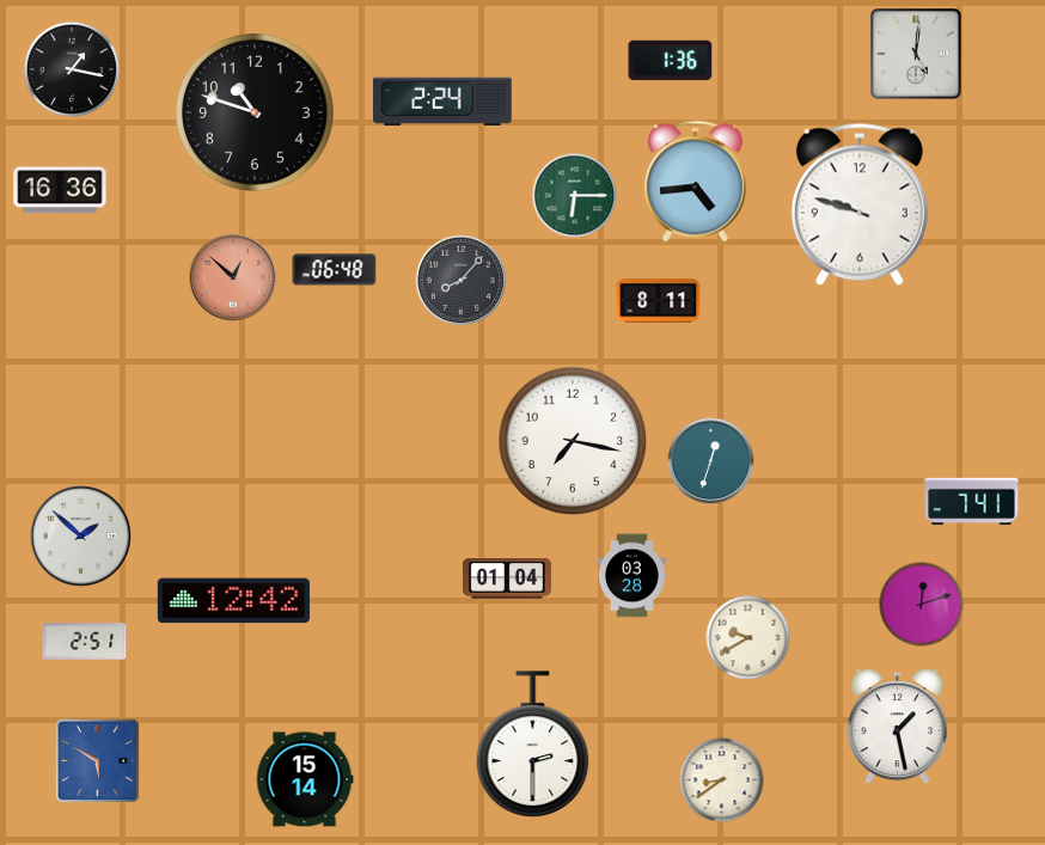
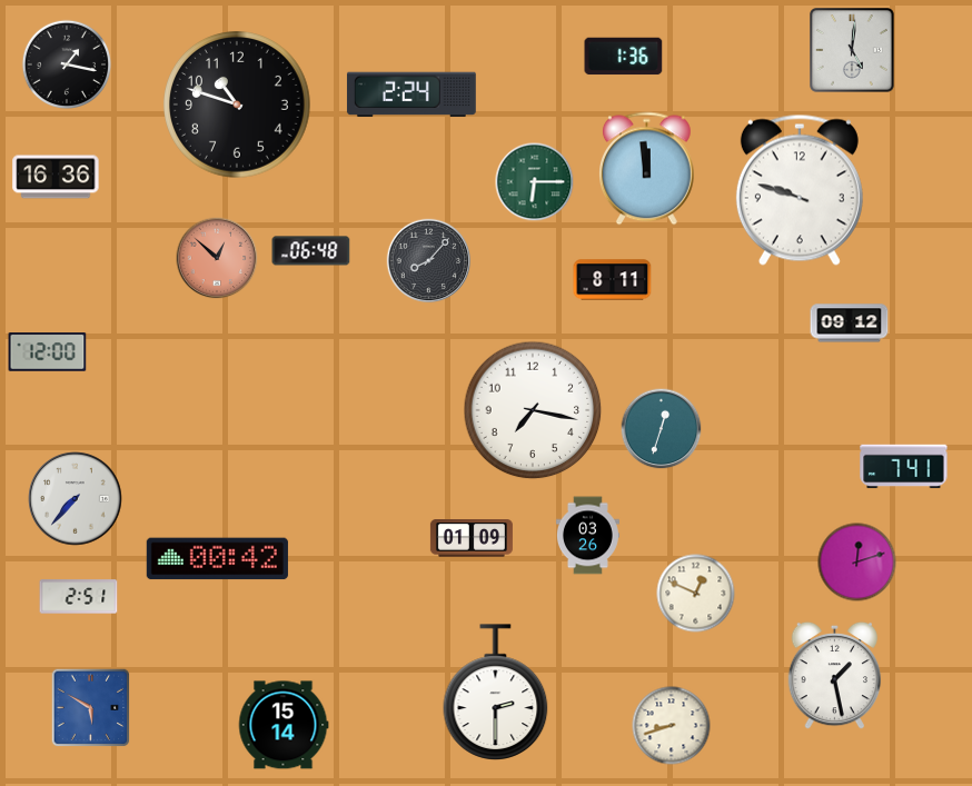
clock at (696, 182): 4:44 -> 11:59
clock at (850, 324): none -> 09:12
clock at (48, 352): none -> 12:00
clock at (81, 537): 1:52 -> 7:37
clock at (631, 576): 03:28 -> 03:26
clock at (507, 578): 01:04 -> 01:09
clock at (233, 601): 12:42 -> 00:42
clock at (748, 638): 9:40 -> 12:49
clock at (722, 780): 8:39 -> 8:42
